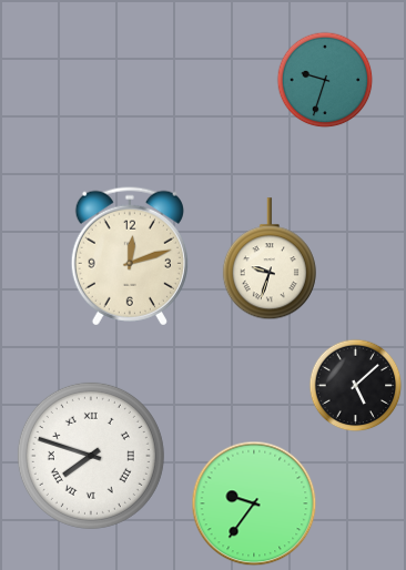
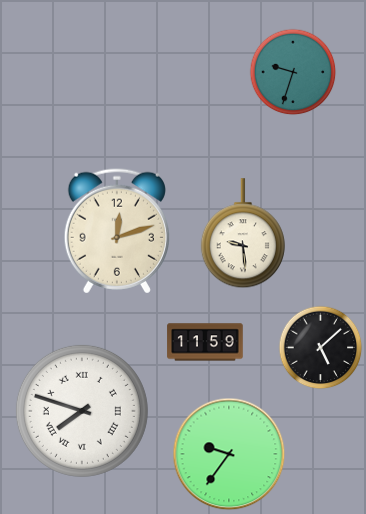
clock at (270, 259): 9:33 -> 9:29
clock at (205, 342): none -> 11:59
